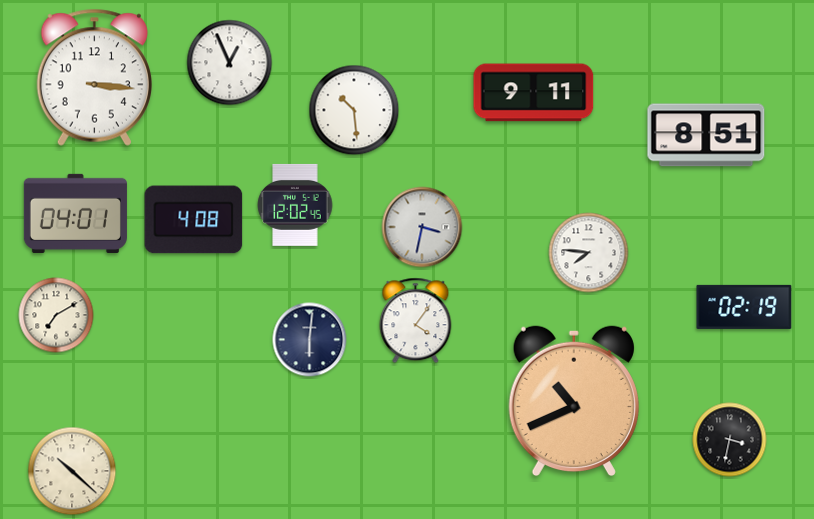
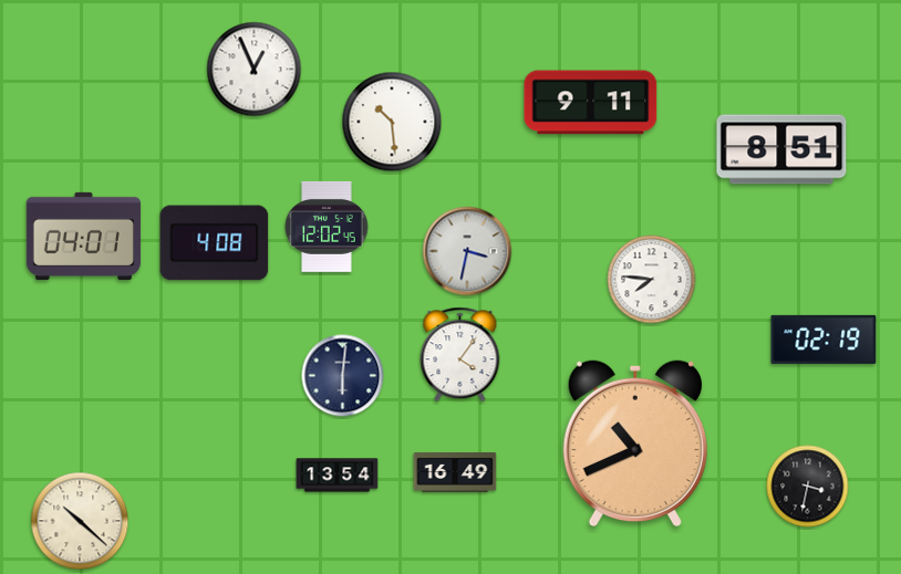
clock at (94, 77): 3:16 -> none
clock at (56, 315): 7:10 -> none
clock at (455, 472): none -> 16:49
clock at (338, 476): none -> 13:54
